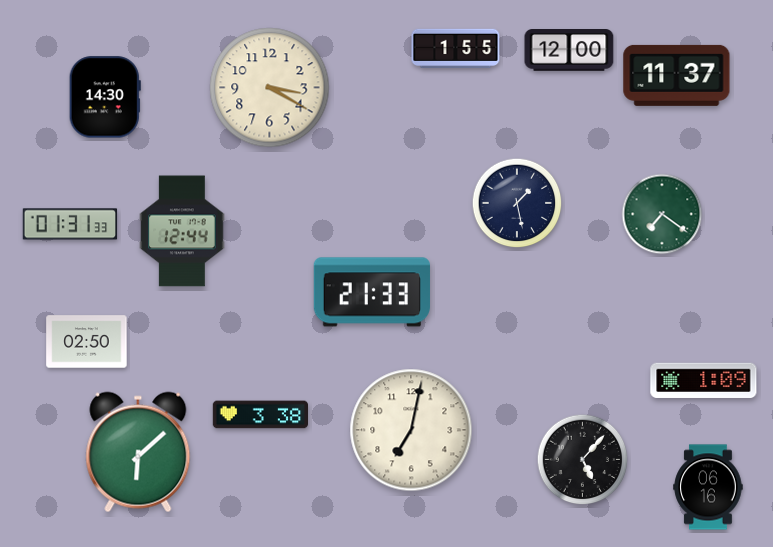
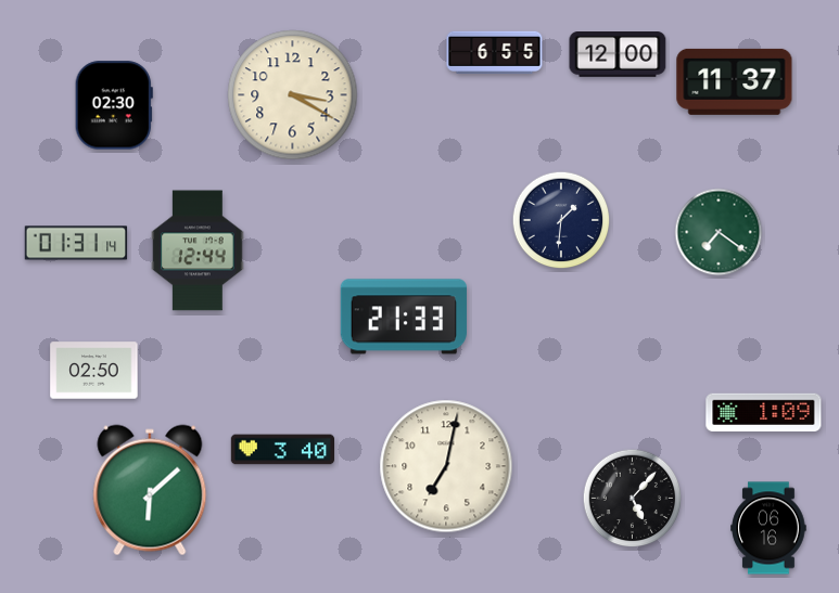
clock at (456, 48): 1:55 -> 6:55
clock at (105, 97): 14:30 -> 02:30
clock at (517, 203): 1:28 -> 1:31
clock at (70, 224): 01:31:33 -> 01:31:14
clock at (260, 415): 3:38 -> 3:40
